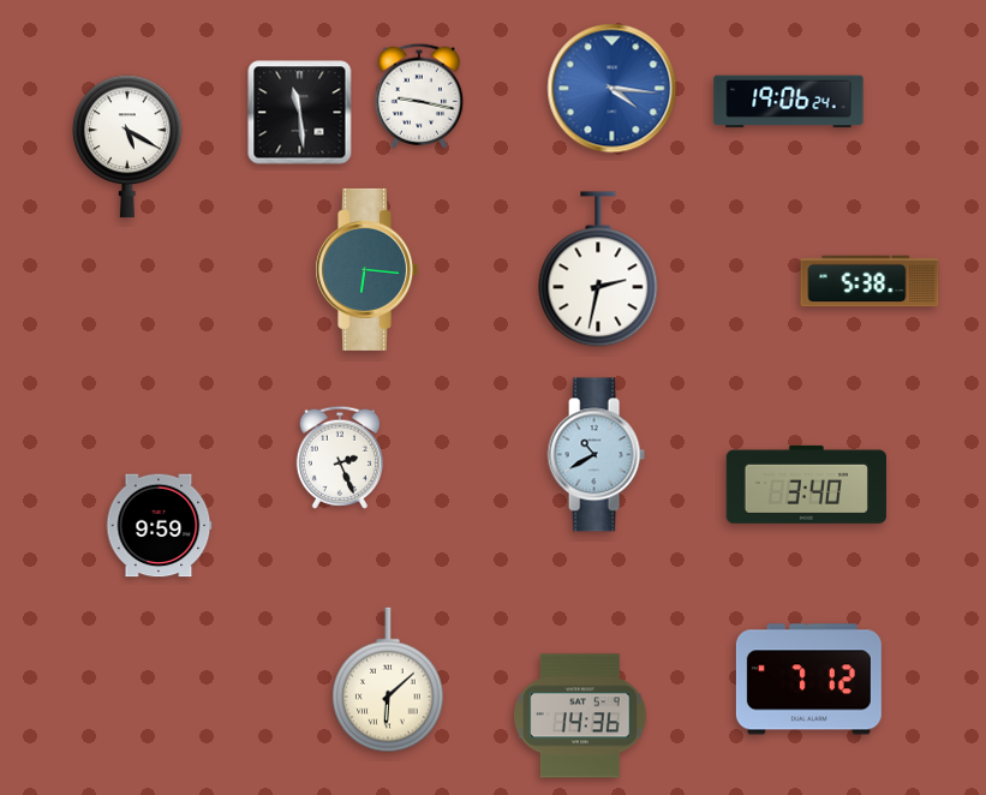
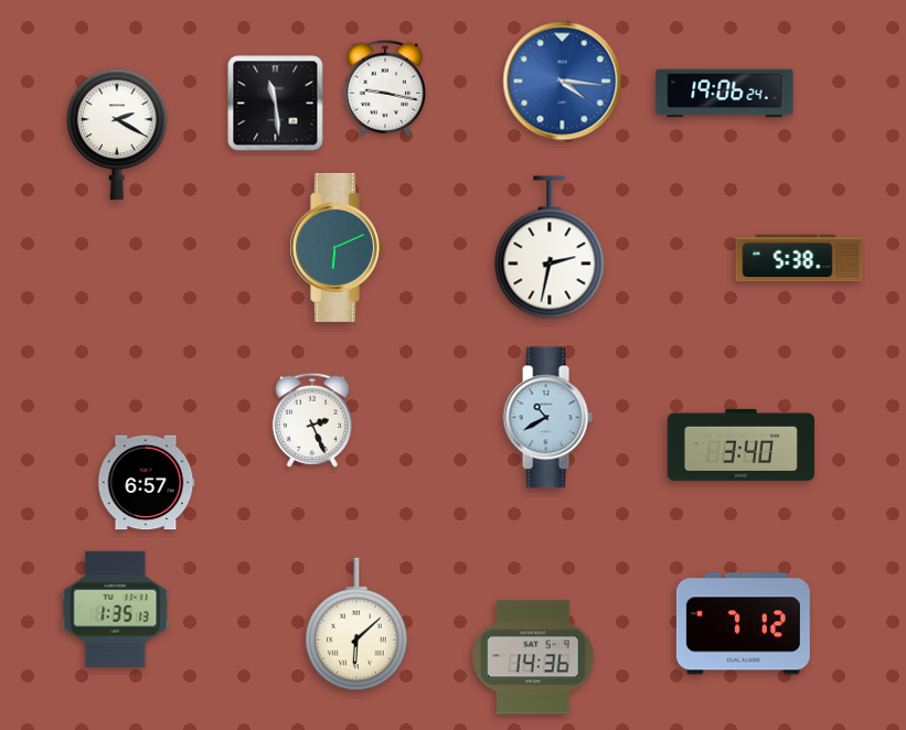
clock at (129, 147): 5:20 -> 2:20
clock at (366, 269): 6:16 -> 6:11
clock at (159, 526): 9:59 -> 6:57
clock at (116, 609): none -> 1:35
